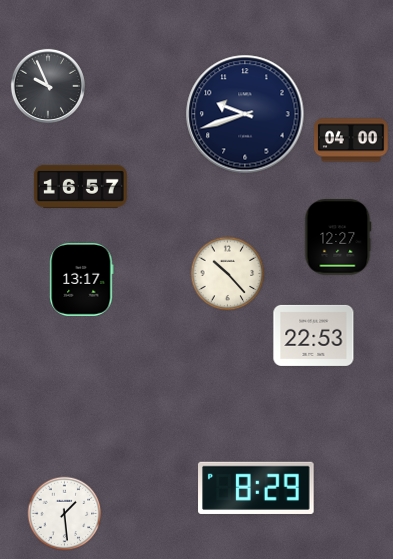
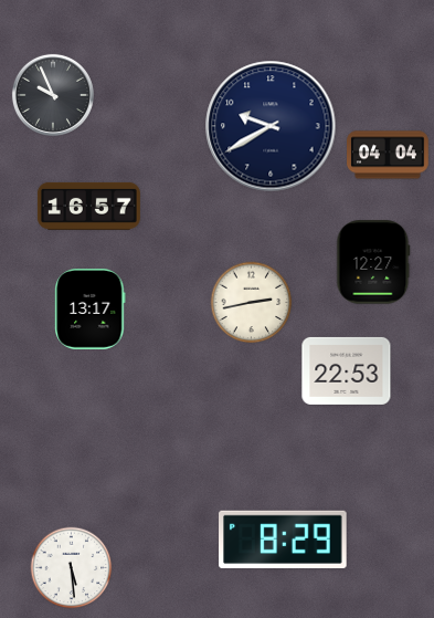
clock at (245, 114): 9:42 -> 9:40
clock at (351, 140): 04:00 -> 04:04
clock at (228, 274): 10:23 -> 2:43
clock at (65, 514): 1:29 -> 5:29
